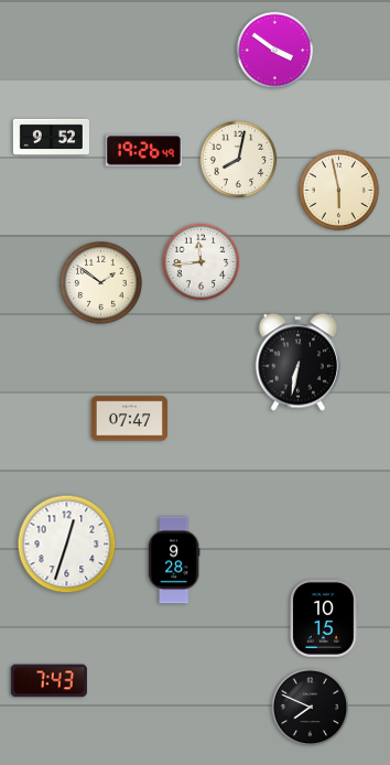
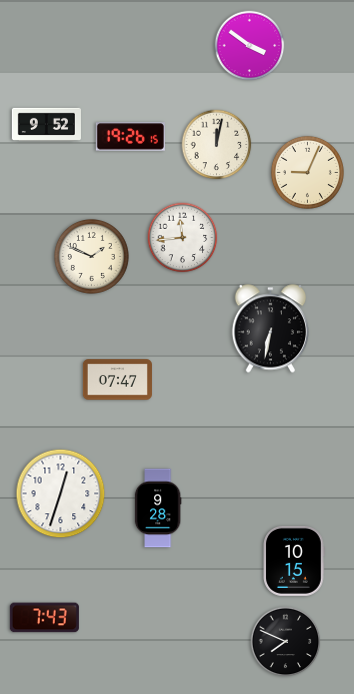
clock at (143, 151): 19:26:49 -> 19:26:15
clock at (239, 160): 8:02 -> 12:02
clock at (338, 190): 5:58 -> 9:04
clock at (100, 282): 1:51 -> 1:49
clock at (311, 708) position: (311, 708) -> (286, 642)
